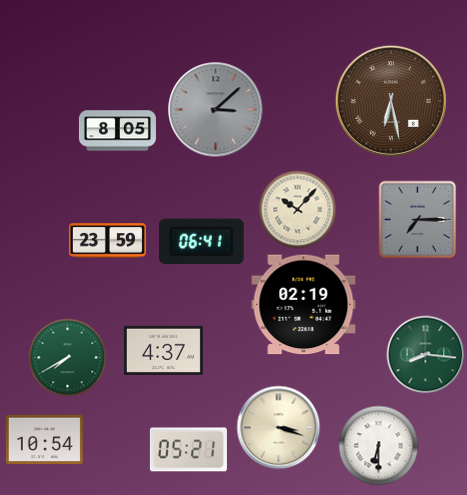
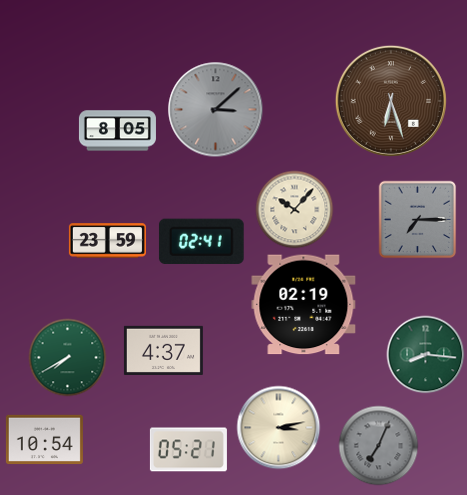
clock at (391, 101): 6:28 -> 6:27
clock at (297, 209) position: (297, 209) -> (294, 209)
clock at (201, 241): 06:41 -> 02:41
clock at (278, 427): 3:18 -> 3:13
clock at (378, 445): 6:30 -> 7:04
clock at (378, 445) dial: white -> grey
